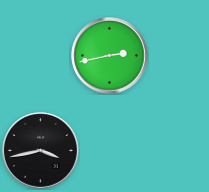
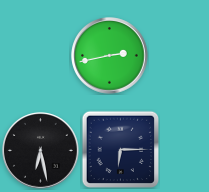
clock at (120, 149): none -> 6:15
clock at (41, 151): 3:43 -> 6:28
